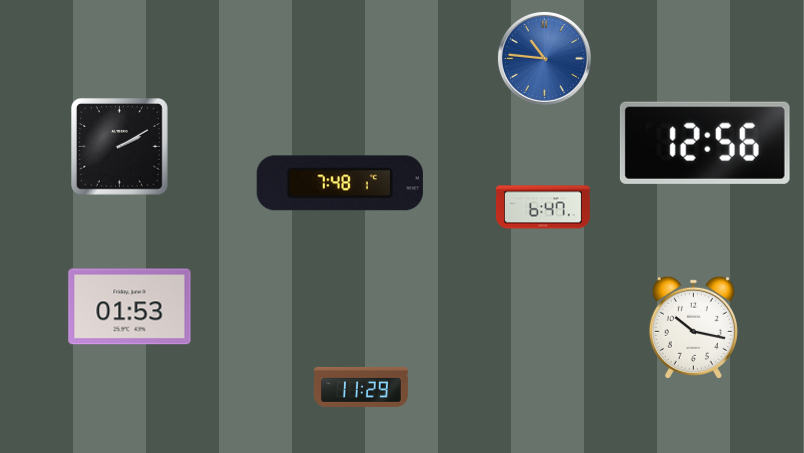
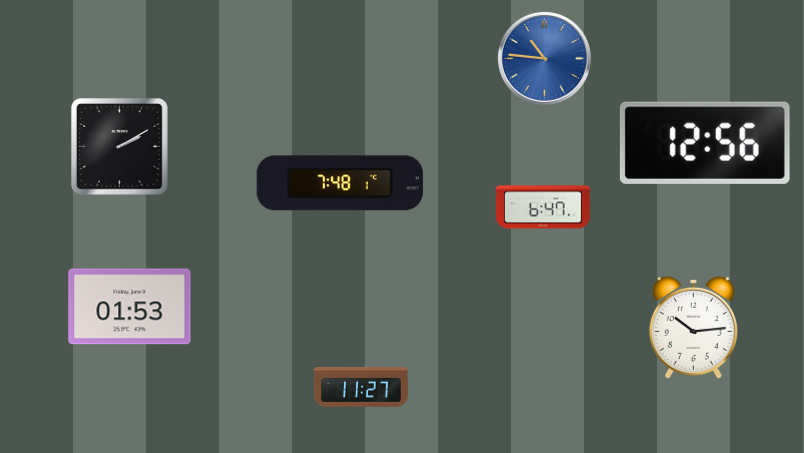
clock at (693, 327): 10:17 -> 10:14
clock at (361, 387): 11:29 -> 11:27
